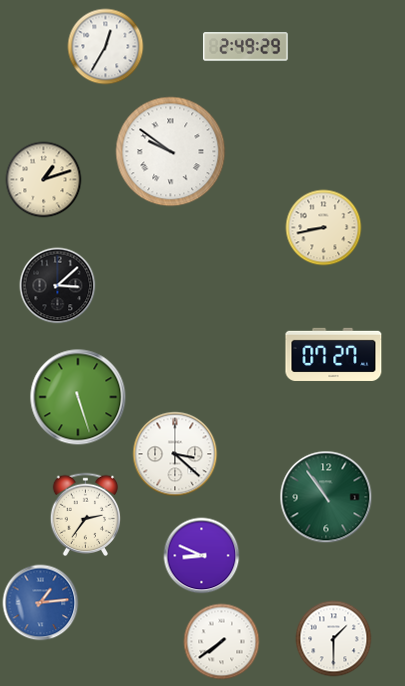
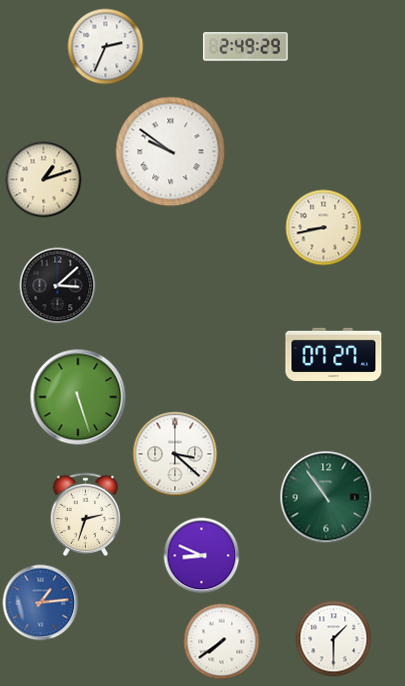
clock at (106, 47): 12:35 -> 2:34
clock at (86, 514): 2:36 -> 2:33
